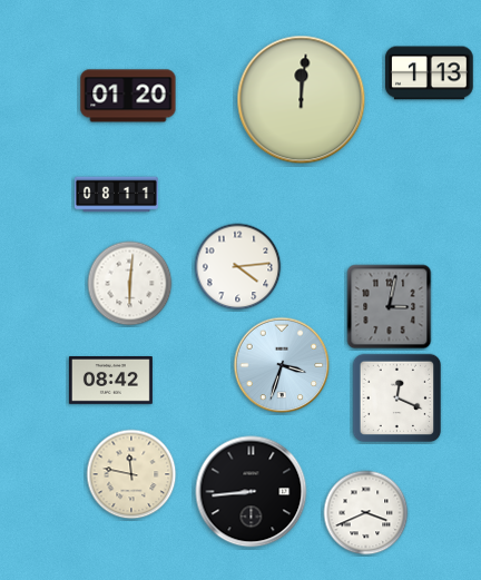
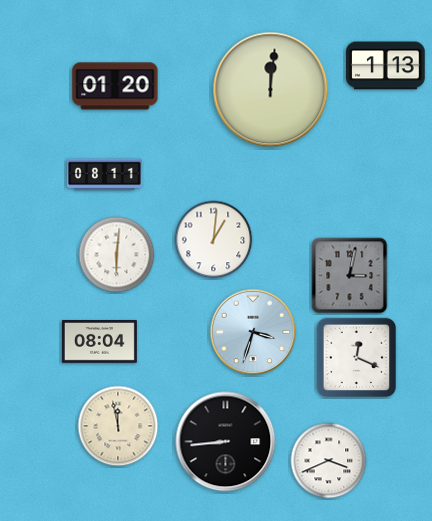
clock at (238, 267): 4:14 -> 1:01
clock at (282, 365) position: (282, 365) -> (253, 332)
clock at (110, 381): 08:42 -> 08:04
clock at (131, 474): 11:47 -> 11:58
